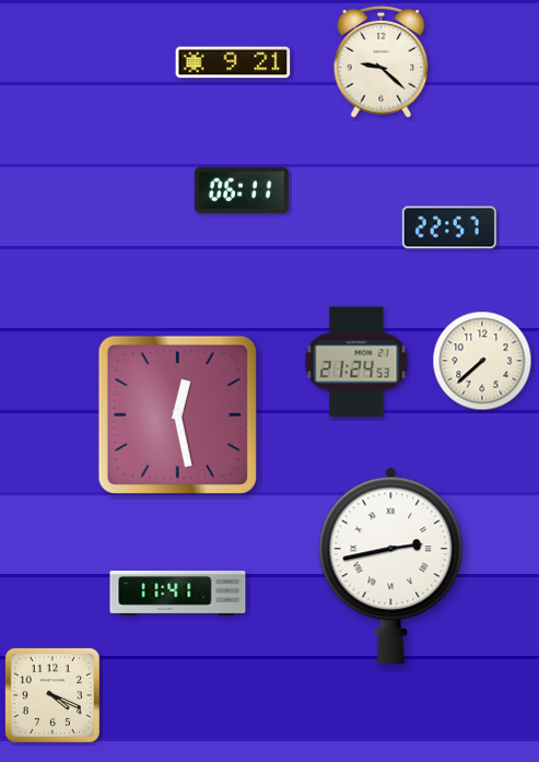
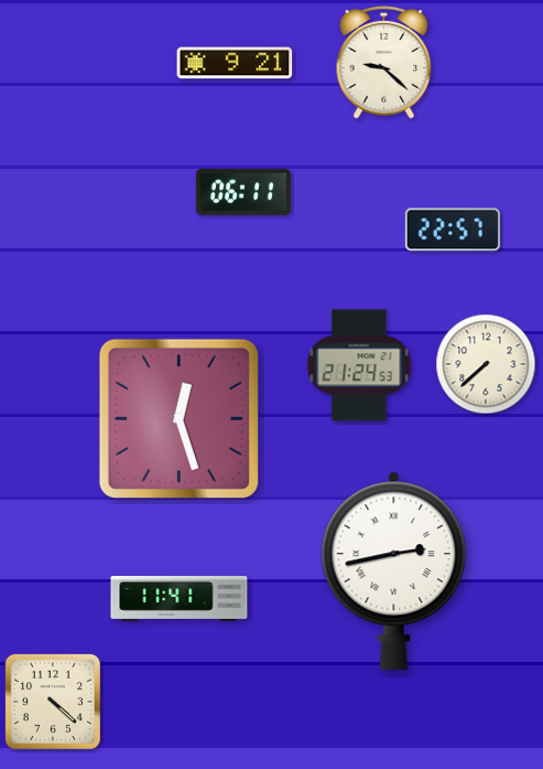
clock at (177, 414): 12:28 -> 12:27
clock at (52, 695): 4:19 -> 4:22
